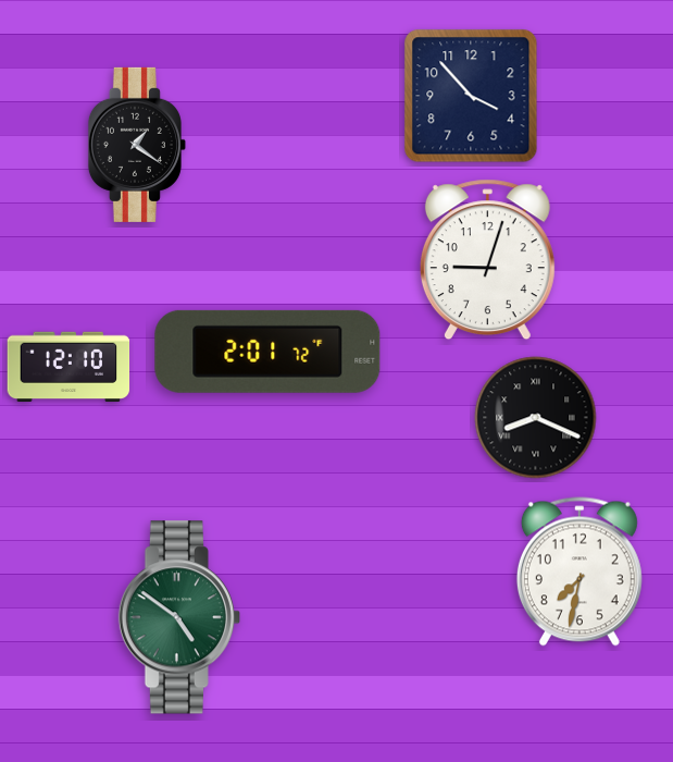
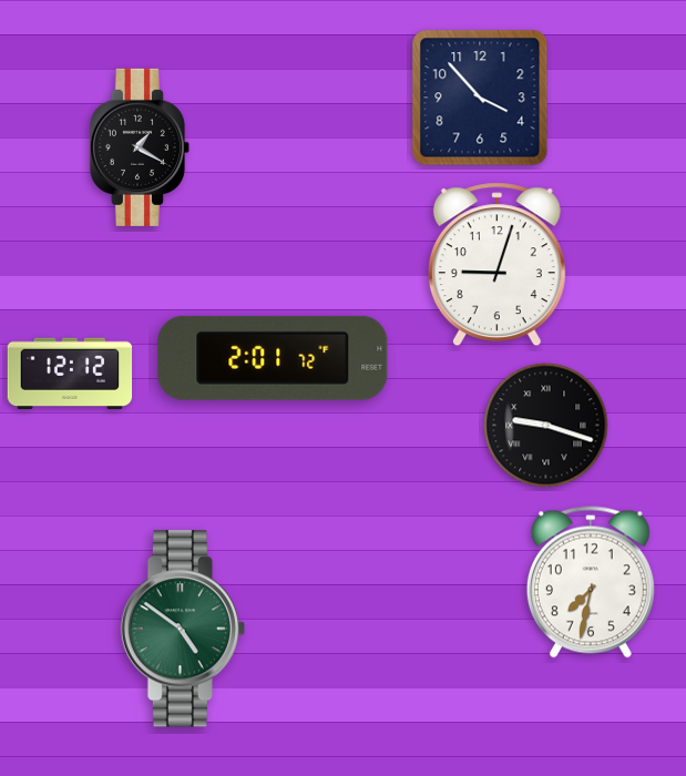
clock at (137, 145): 1:21 -> 1:20
clock at (68, 366): 12:10 -> 12:12
clock at (536, 418): 8:19 -> 9:18
